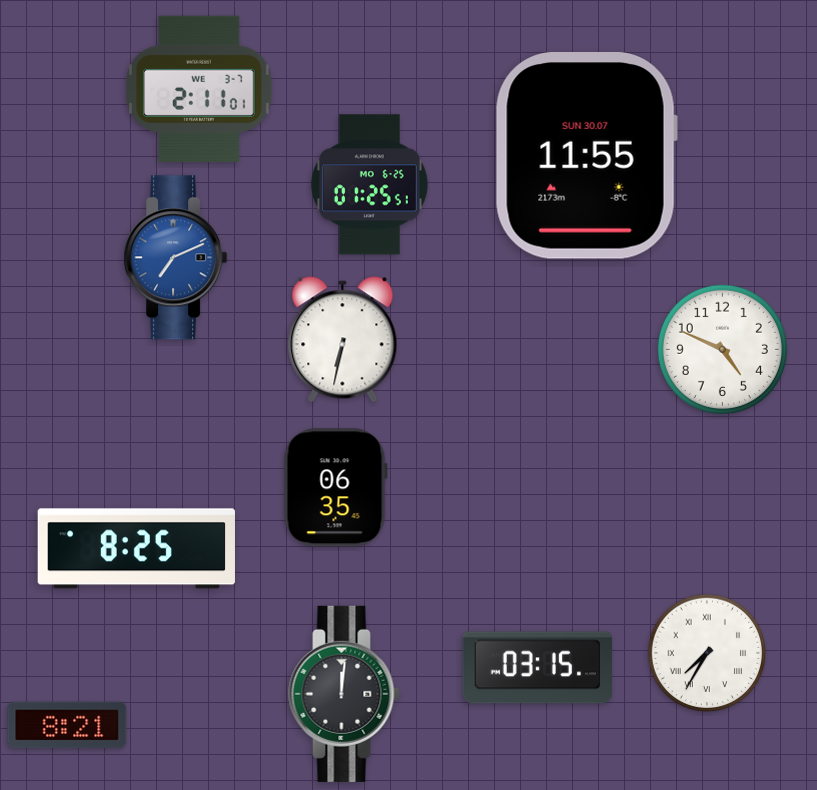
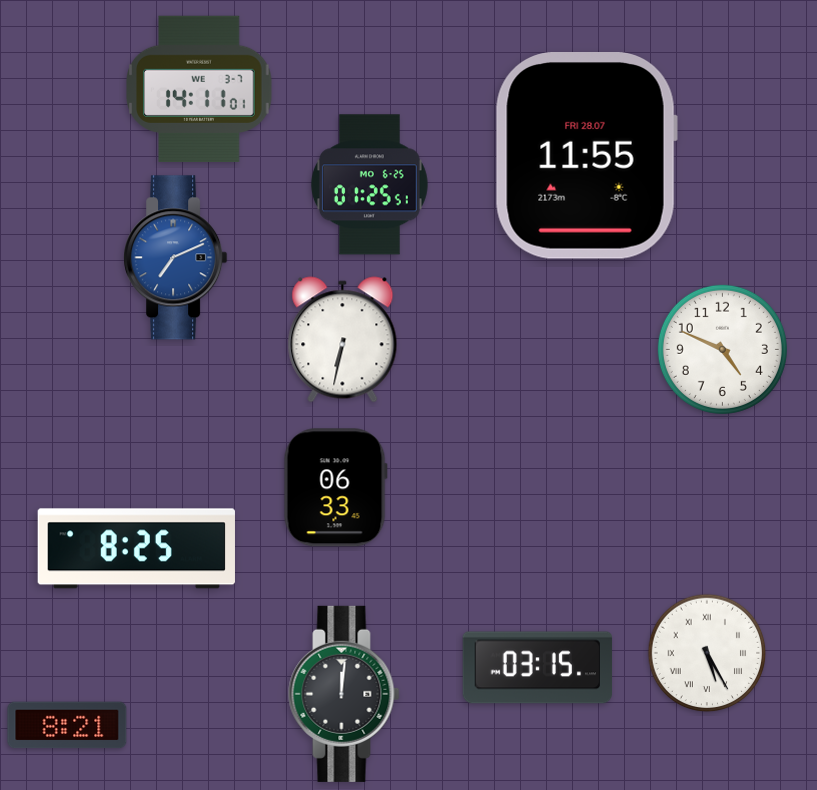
clock at (199, 88): 2:11 -> 14:11
clock at (586, 156) date: SUN 30.07 -> FRI 28.07
clock at (335, 488): 06:35 -> 06:33
clock at (707, 653): 7:35 -> 5:25
